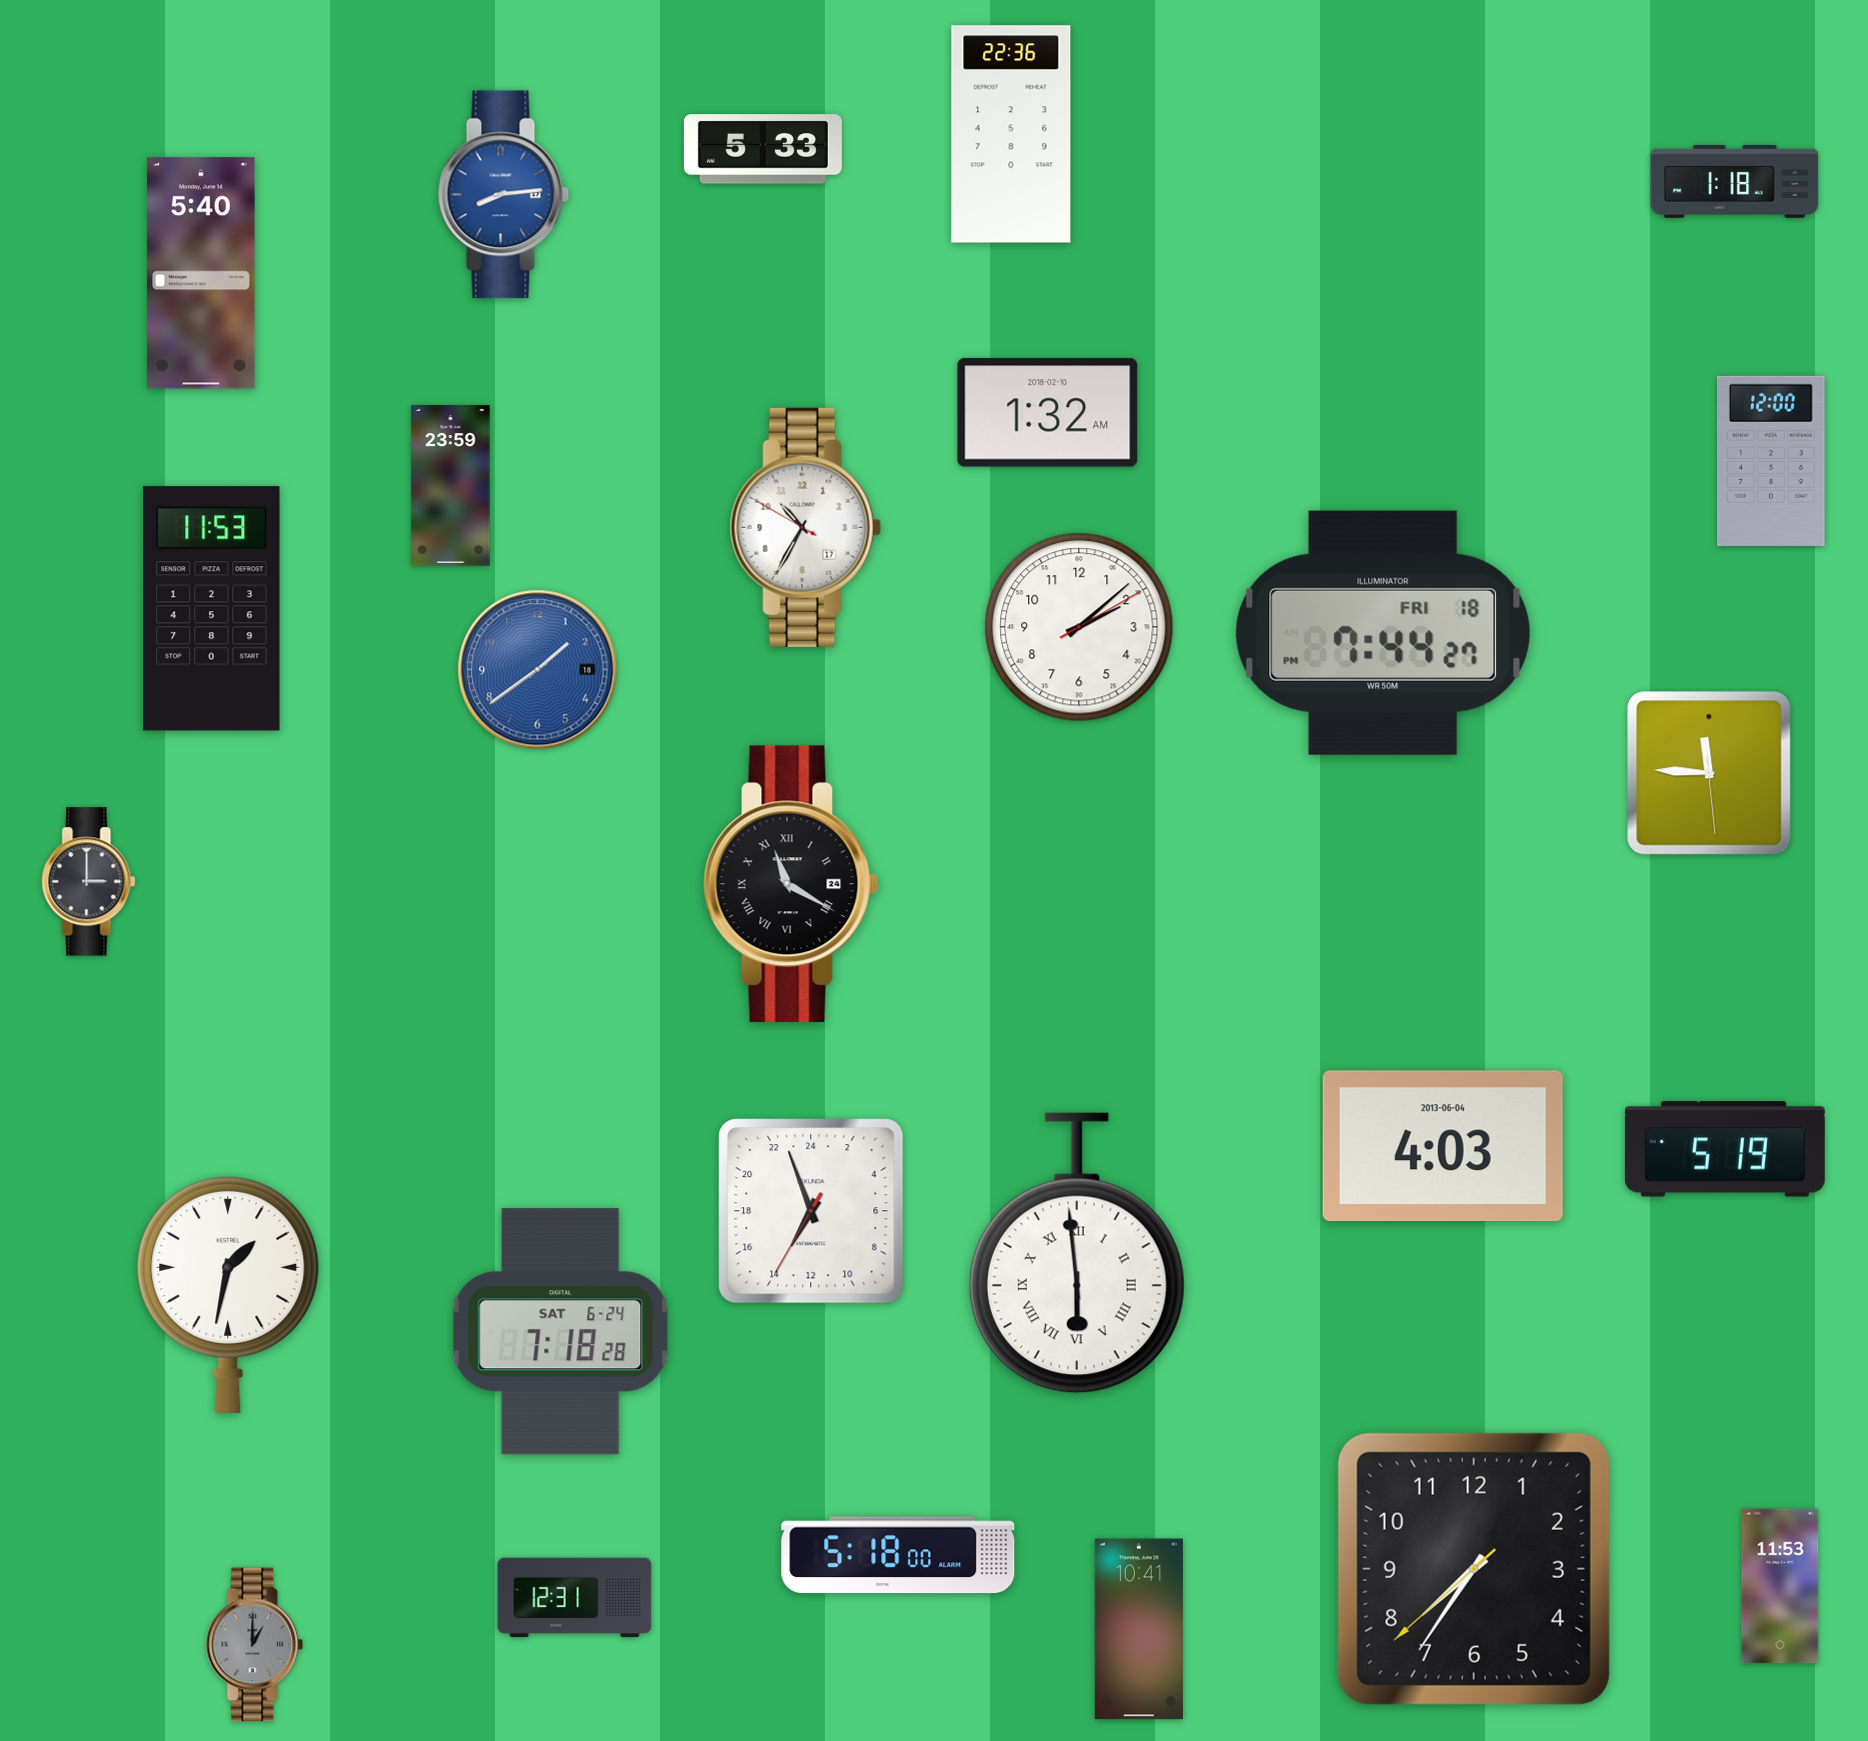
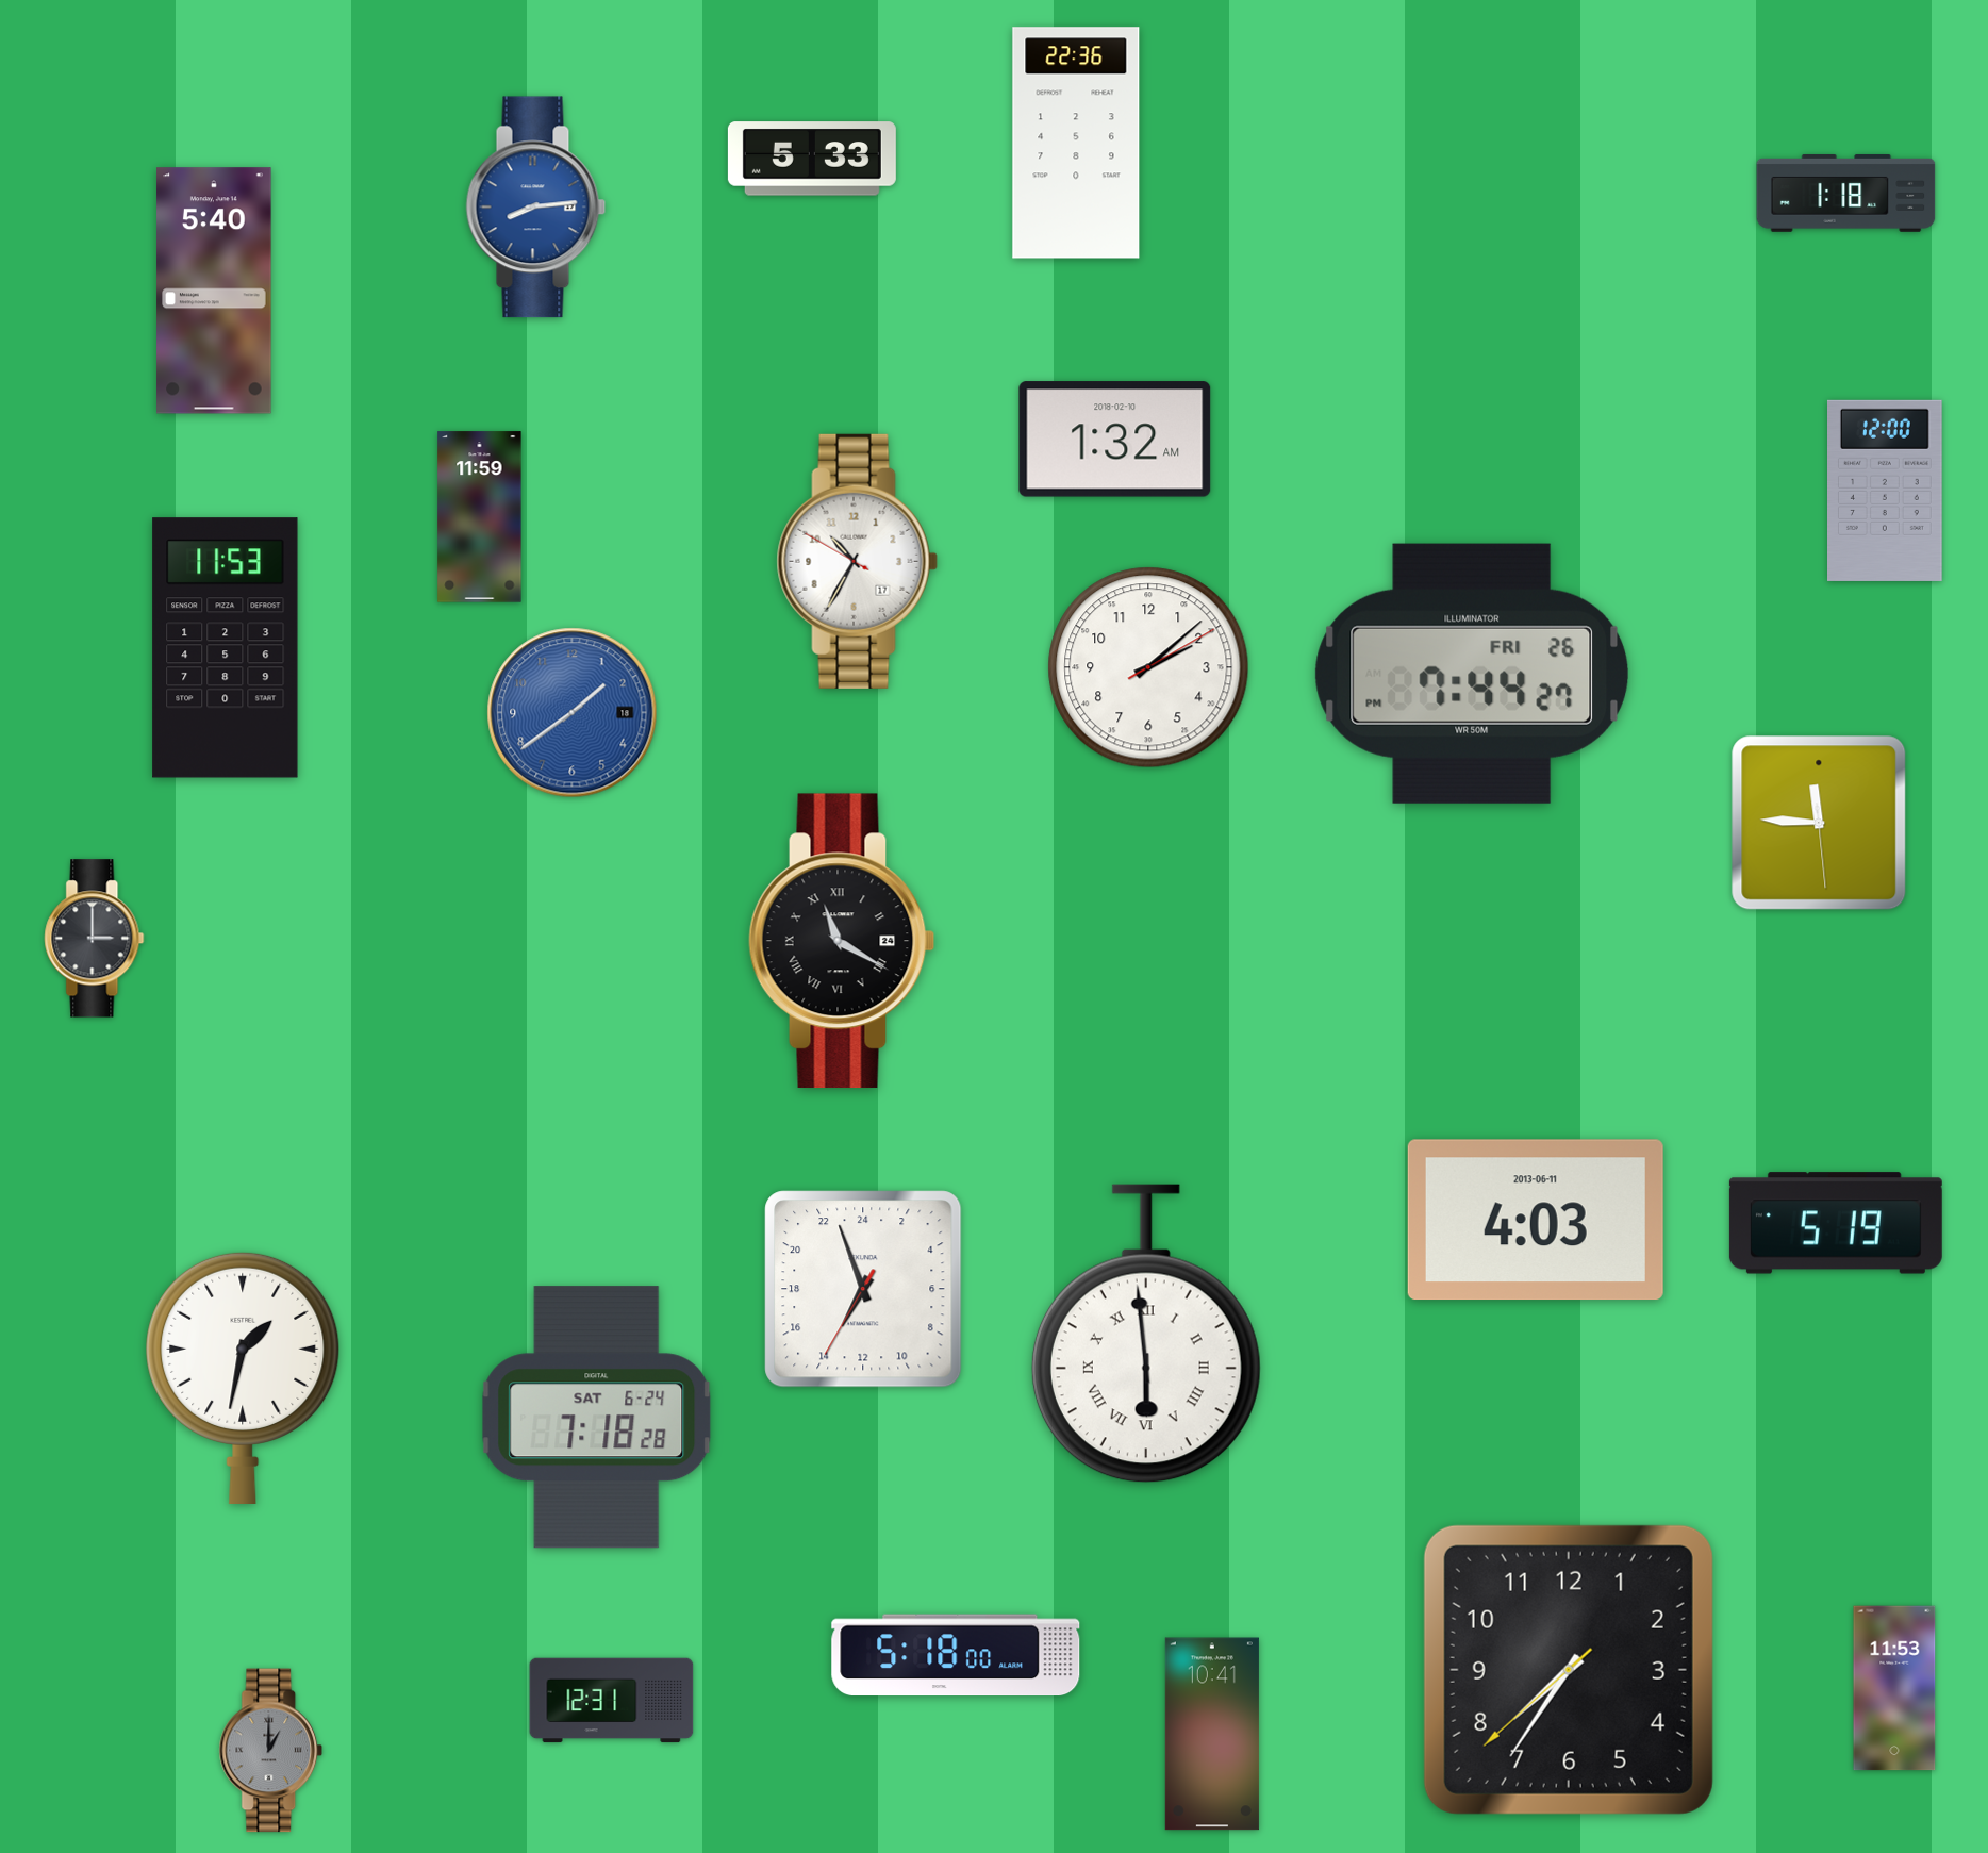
clock at (451, 486): 23:59 -> 11:59
clock at (1383, 633) date: FRI 18 -> FRI 26
clock at (1443, 1146) date: 2013-06-04 -> 2013-06-11
